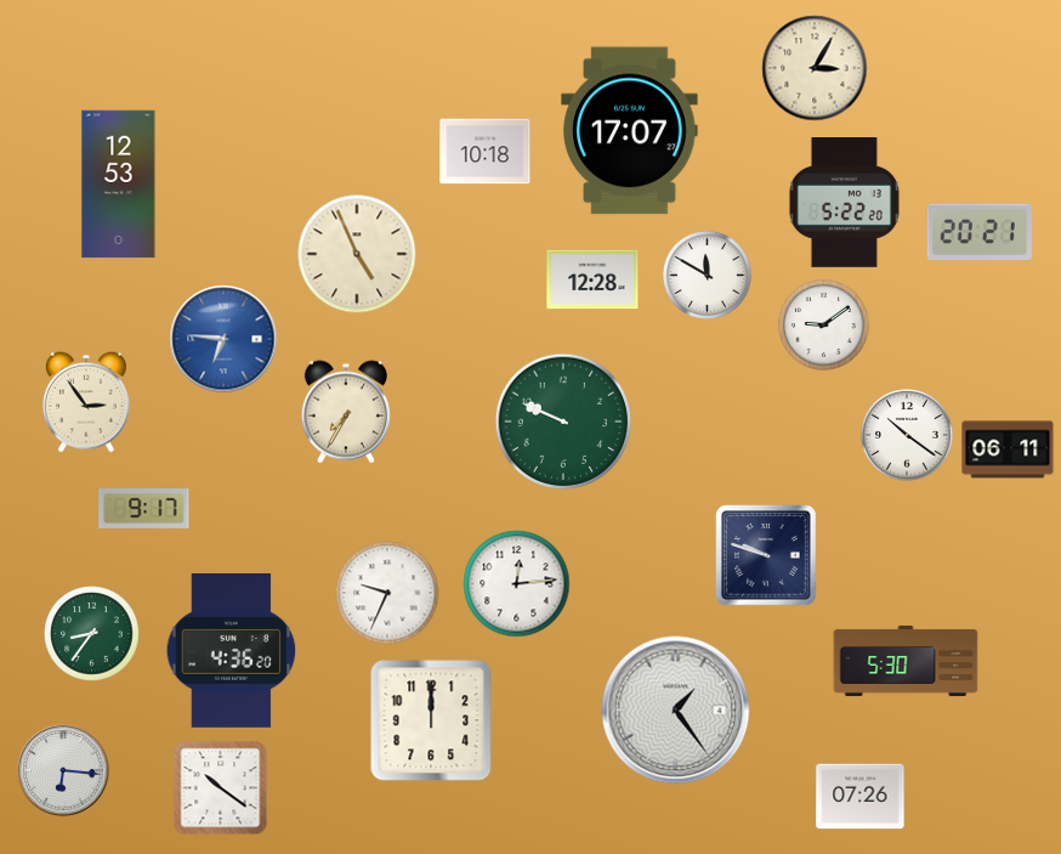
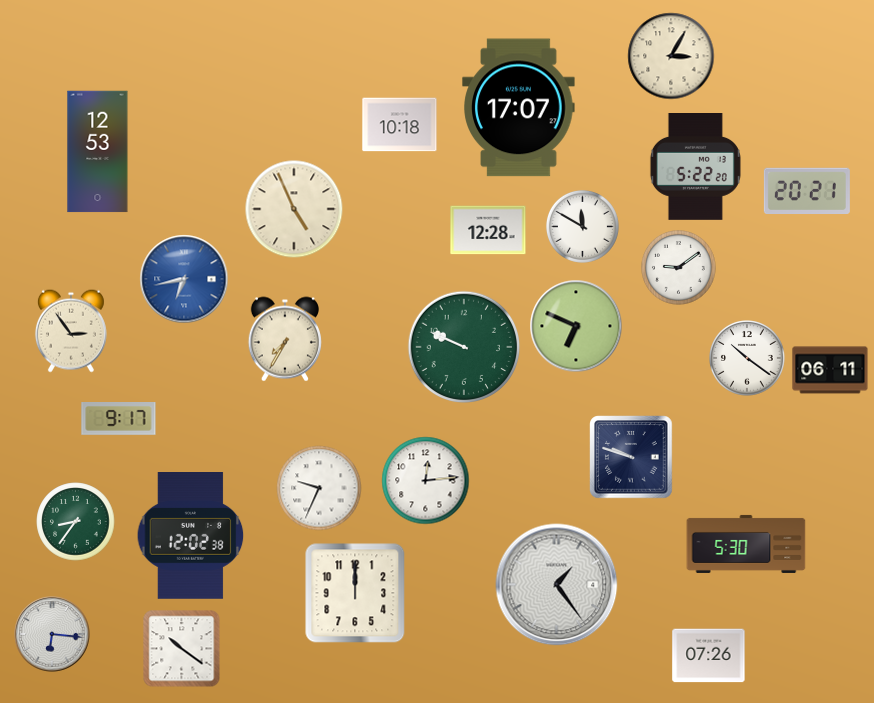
clock at (223, 339): 6:46 -> 6:43
clock at (576, 326): none -> 6:49
clock at (232, 651): 4:36 -> 12:02
